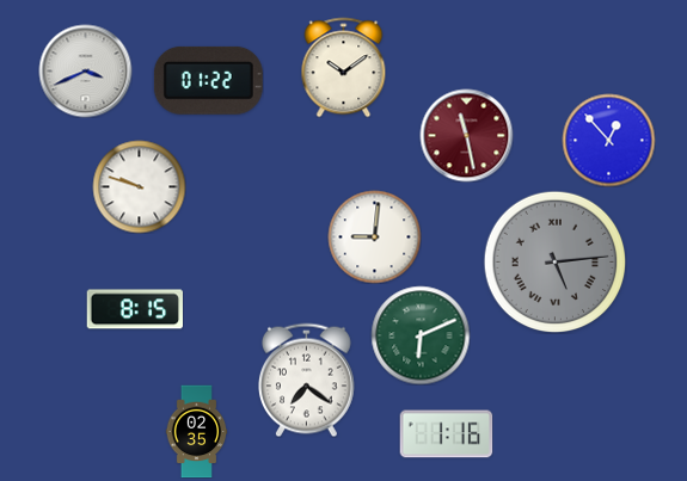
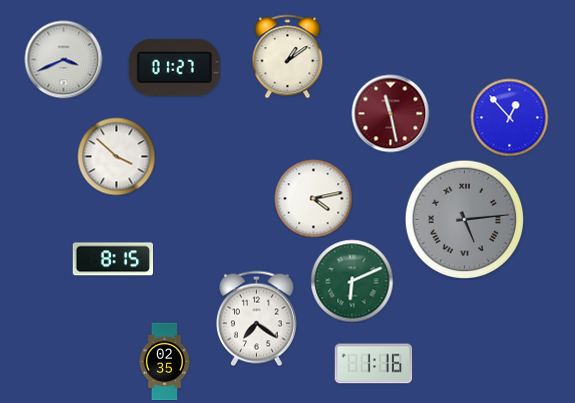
clock at (344, 67): 10:09 -> 1:09
clock at (85, 70) position: (85, 70) -> (63, 59)
clock at (208, 80): 01:22 -> 01:27
clock at (139, 186): 9:48 -> 3:52
clock at (374, 236): 9:01 -> 4:13
